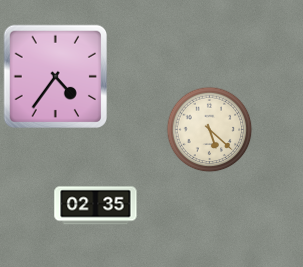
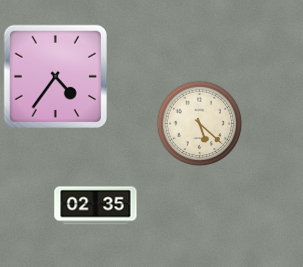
clock at (210, 130) position: (210, 130) -> (200, 124)
